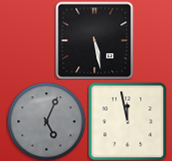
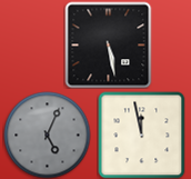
clock at (94, 40) position: (94, 40) -> (108, 44)
clock at (46, 121) position: (46, 121) -> (47, 135)
